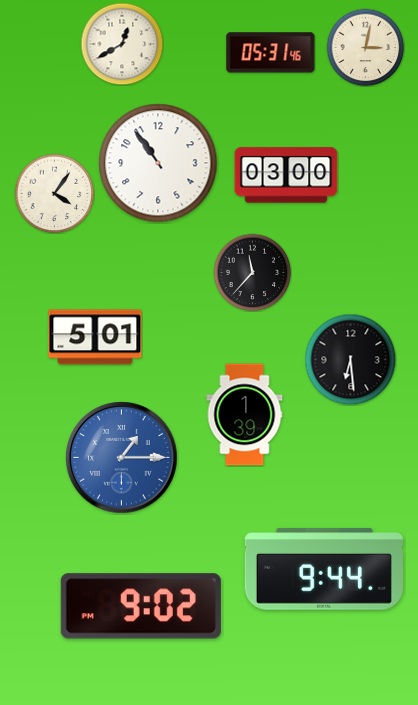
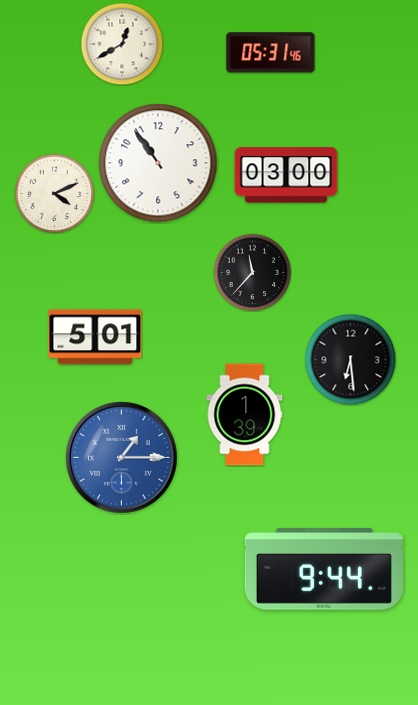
clock at (365, 47): 3:02 -> none
clock at (54, 193): 4:06 -> 4:11
clock at (141, 606): 9:02 -> none
